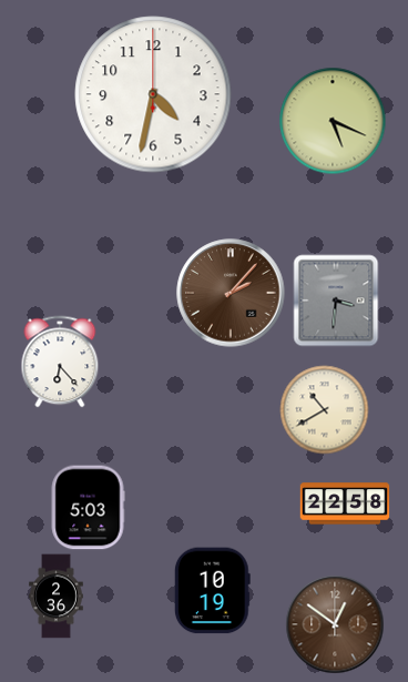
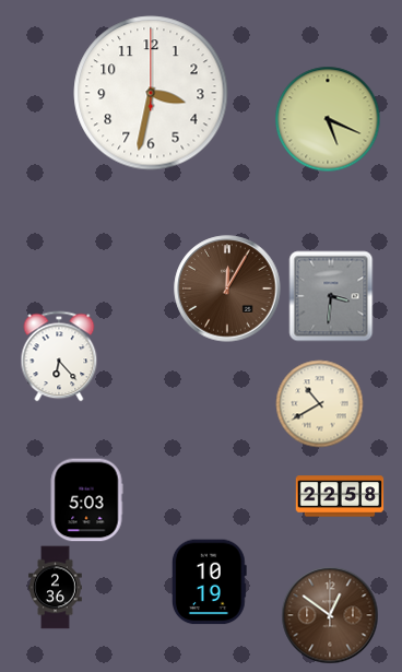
clock at (153, 94): 4:32 -> 3:32
clock at (231, 293): 2:07 -> 12:05
